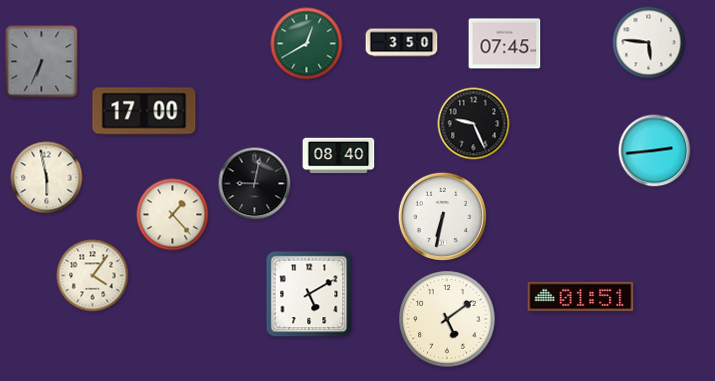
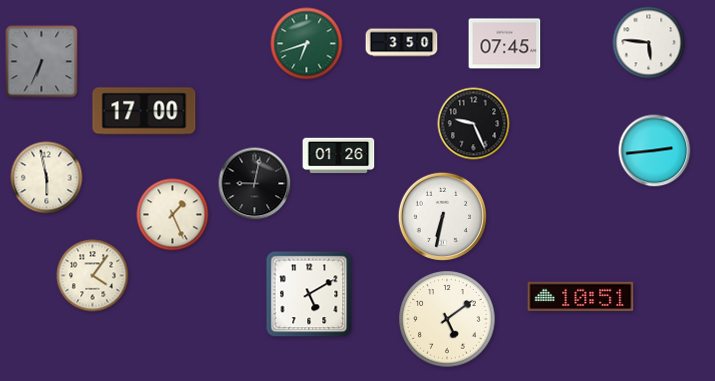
clock at (307, 44): 12:40 -> 6:42
clock at (339, 156): 08:40 -> 01:26
clock at (173, 215): 1:23 -> 1:26
clock at (581, 296): 01:51 -> 10:51
